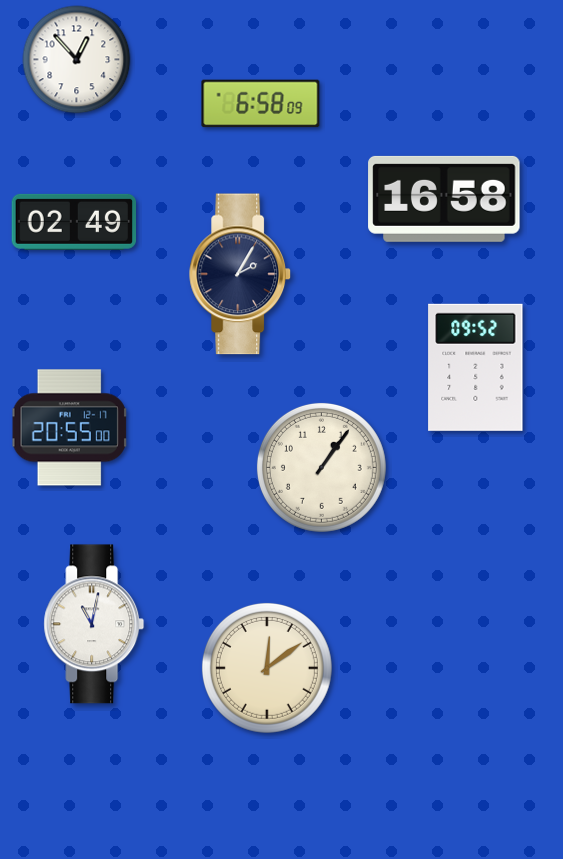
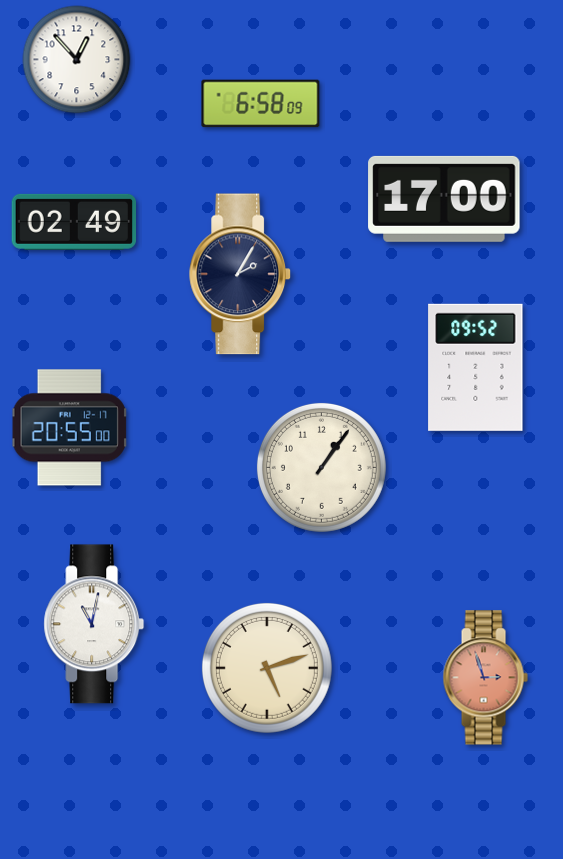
clock at (444, 199): 16:58 -> 17:00
clock at (267, 668): 12:09 -> 5:12
clock at (485, 678): none -> 2:57
